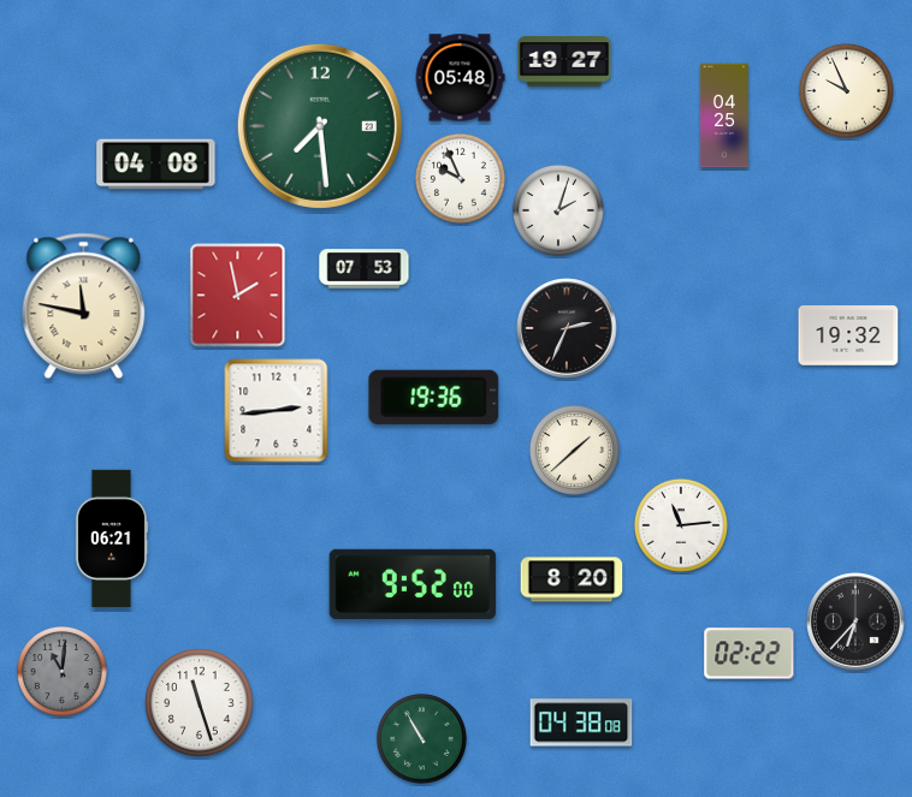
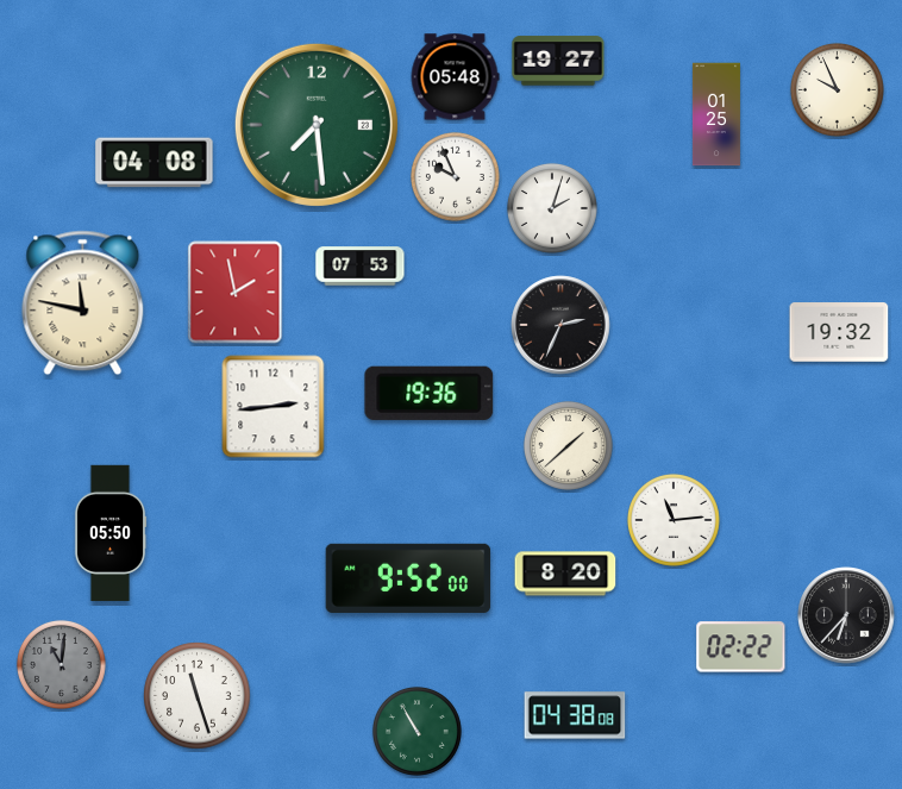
clock at (724, 115): 04:25 -> 01:25
clock at (112, 539): 06:21 -> 05:50
